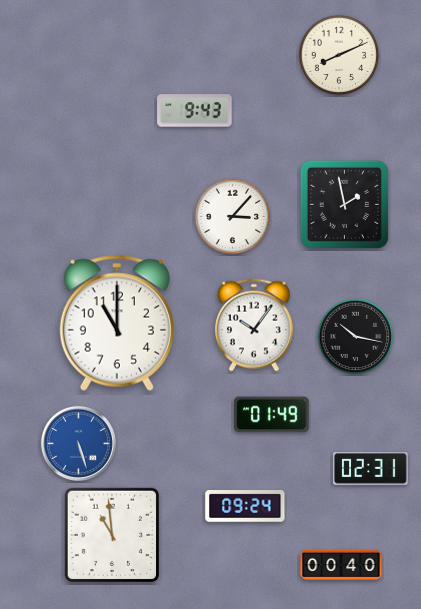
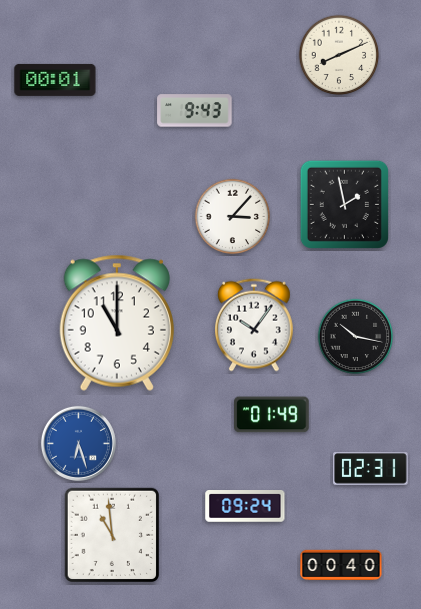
clock at (55, 80): none -> 00:01
clock at (78, 443): 5:27 -> 6:27
